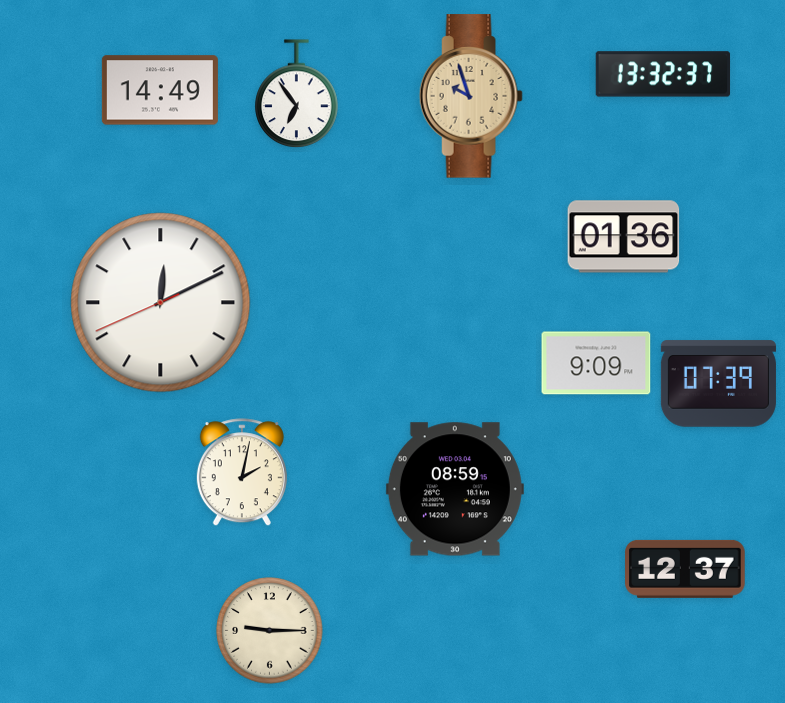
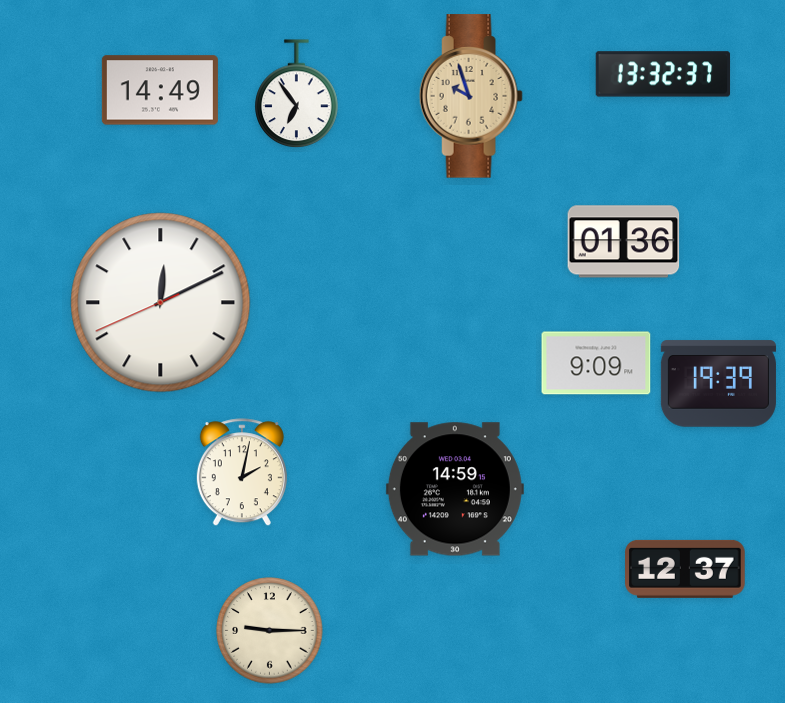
clock at (624, 237) position: (624, 237) -> (624, 242)
clock at (718, 384): 07:39 -> 19:39
clock at (455, 489): 08:59 -> 14:59
